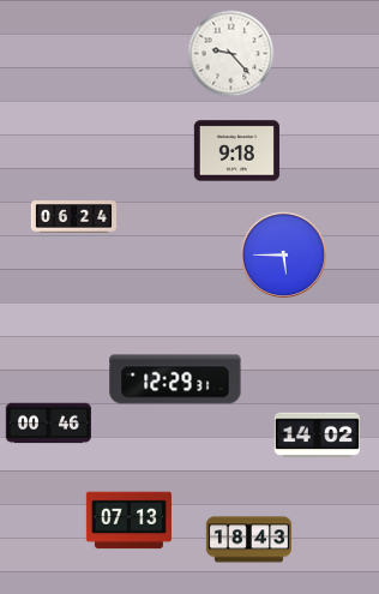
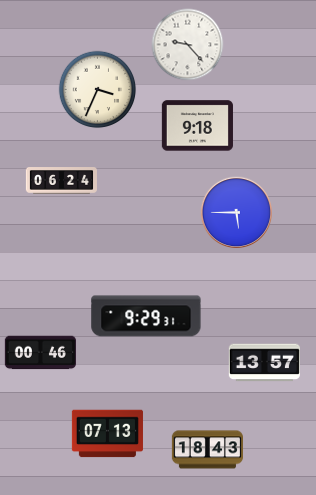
clock at (231, 54) position: (231, 54) -> (188, 45)
clock at (98, 90): none -> 3:34
clock at (175, 379): 12:29 -> 9:29
clock at (317, 436): 14:02 -> 13:57
